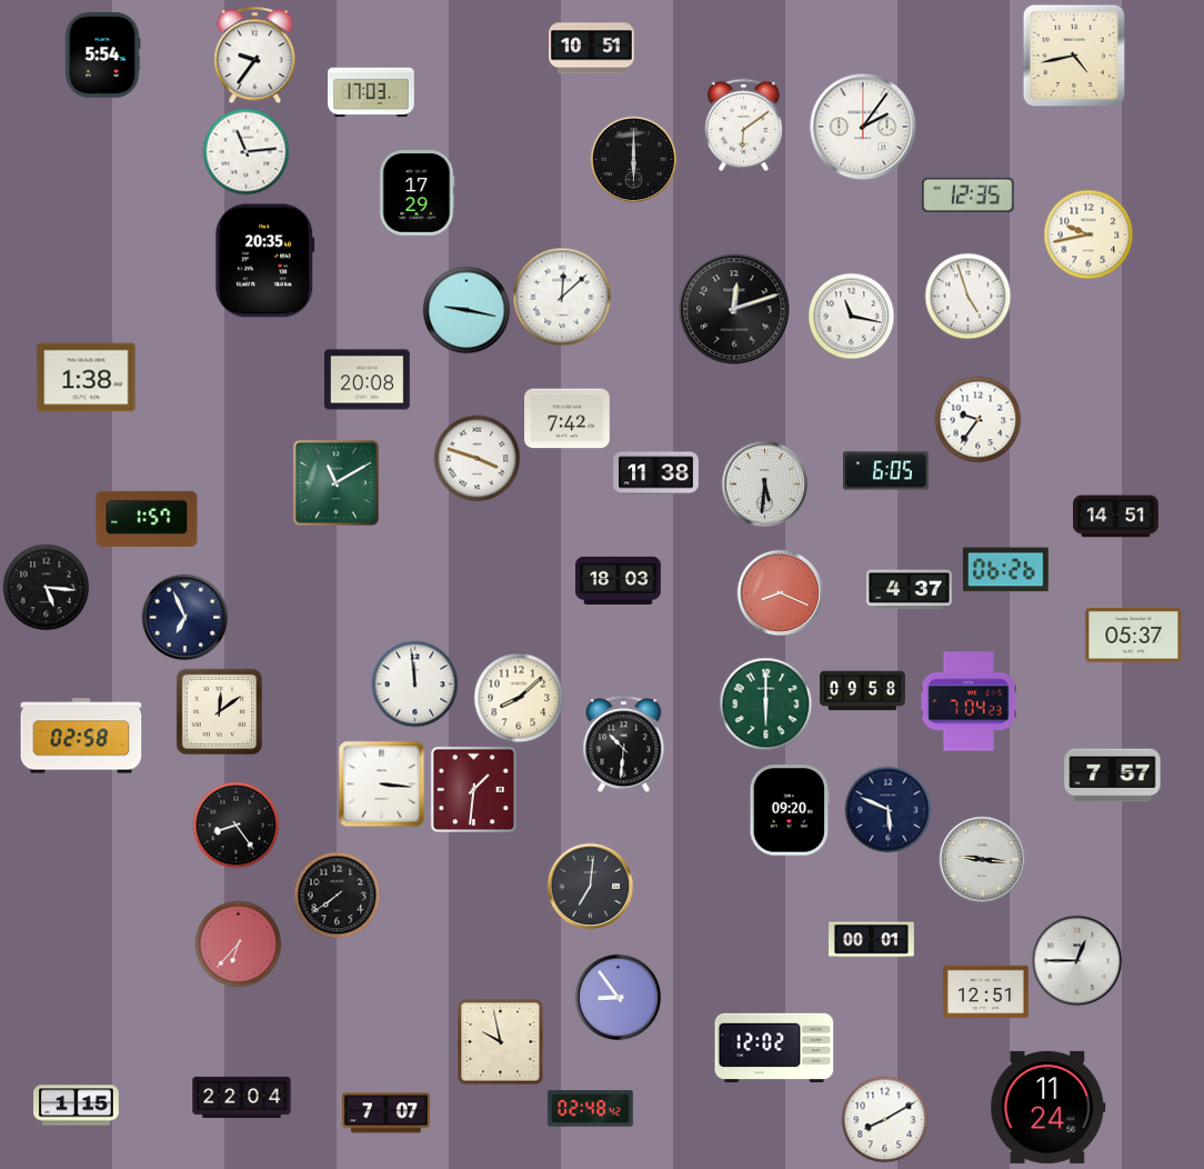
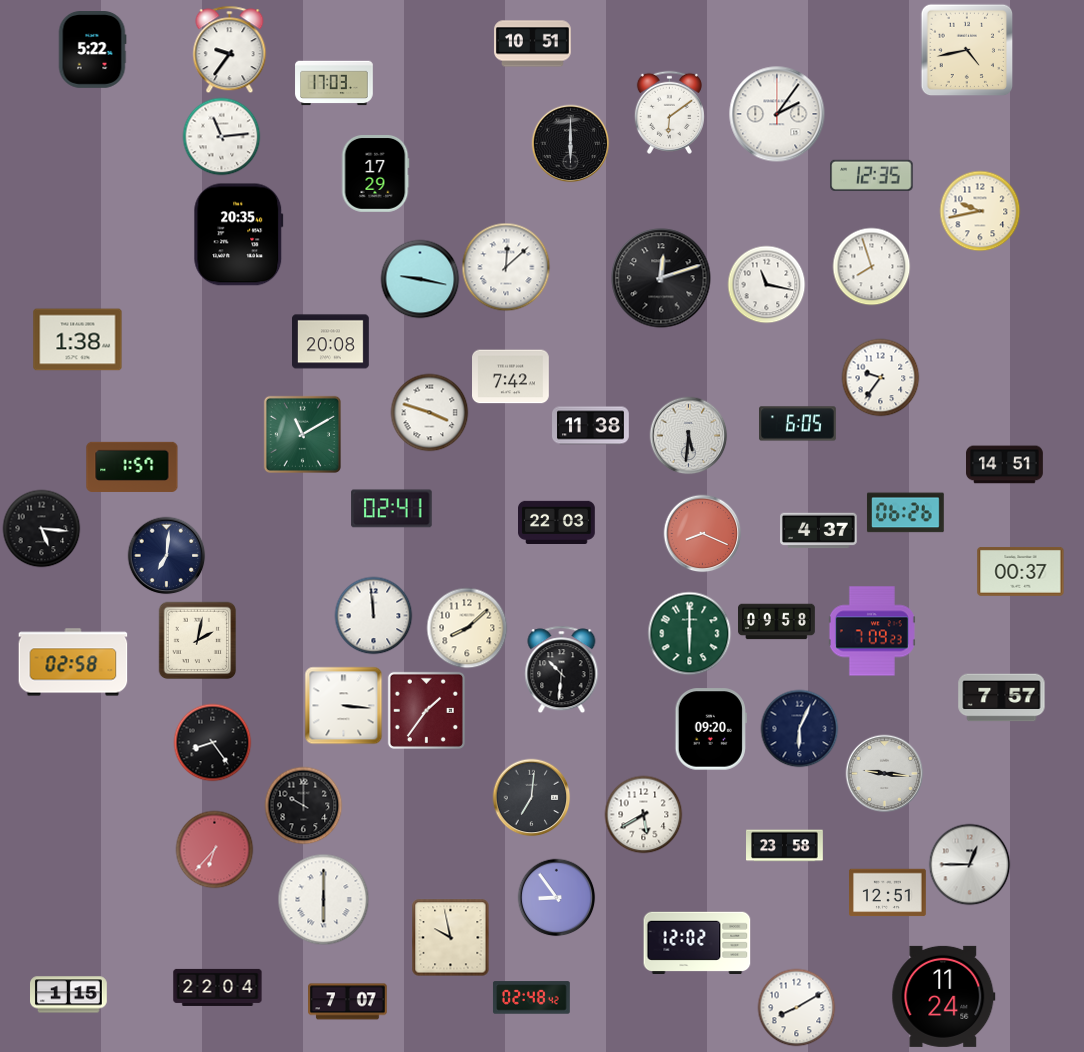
clock at (102, 56): 5:54 -> 5:22
clock at (967, 296): 4:57 -> 7:57
clock at (392, 509): none -> 02:41
clock at (619, 580): 18:03 -> 22:03
clock at (184, 617): 6:56 -> 7:01
clock at (1134, 636): 05:37 -> 00:37
clock at (969, 701): 7:04 -> 7:09
clock at (219, 711): 12:09 -> 2:02
clock at (473, 789): 1:31 -> 1:36
clock at (887, 809): 5:49 -> 6:04
clock at (337, 895): 7:39 -> 10:00
clock at (643, 814): none -> 5:40
clock at (872, 940): 00:01 -> 23:58
clock at (323, 899): none -> 6:00
